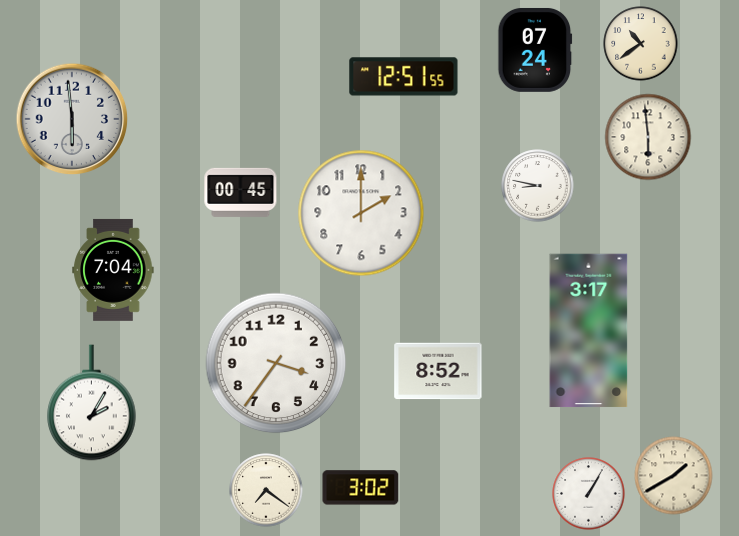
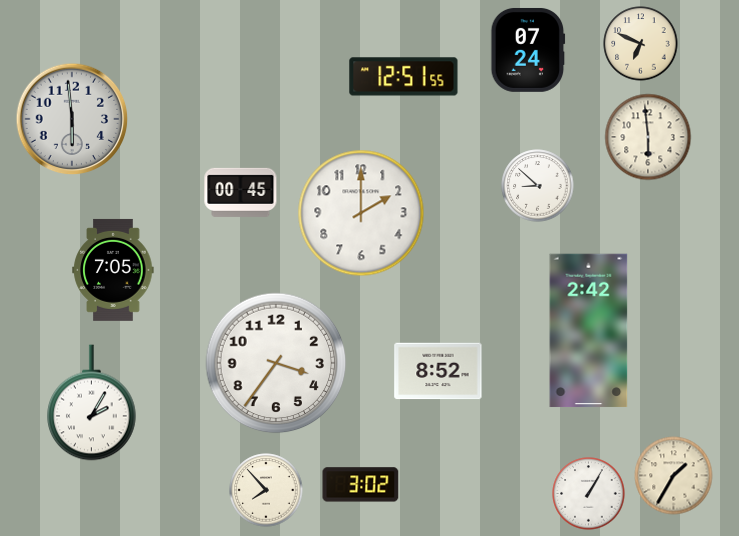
clock at (641, 44): 10:39 -> 6:49
clock at (535, 50) position: (535, 50) -> (528, 50)
clock at (538, 186): 8:47 -> 8:52
clock at (113, 270): 7:04 -> 7:05
clock at (589, 331): 3:17 -> 2:42
clock at (674, 476): 1:40 -> 1:35
clock at (361, 488) position: (361, 488) -> (361, 485)
clock at (266, 490): 7:21 -> 7:53
